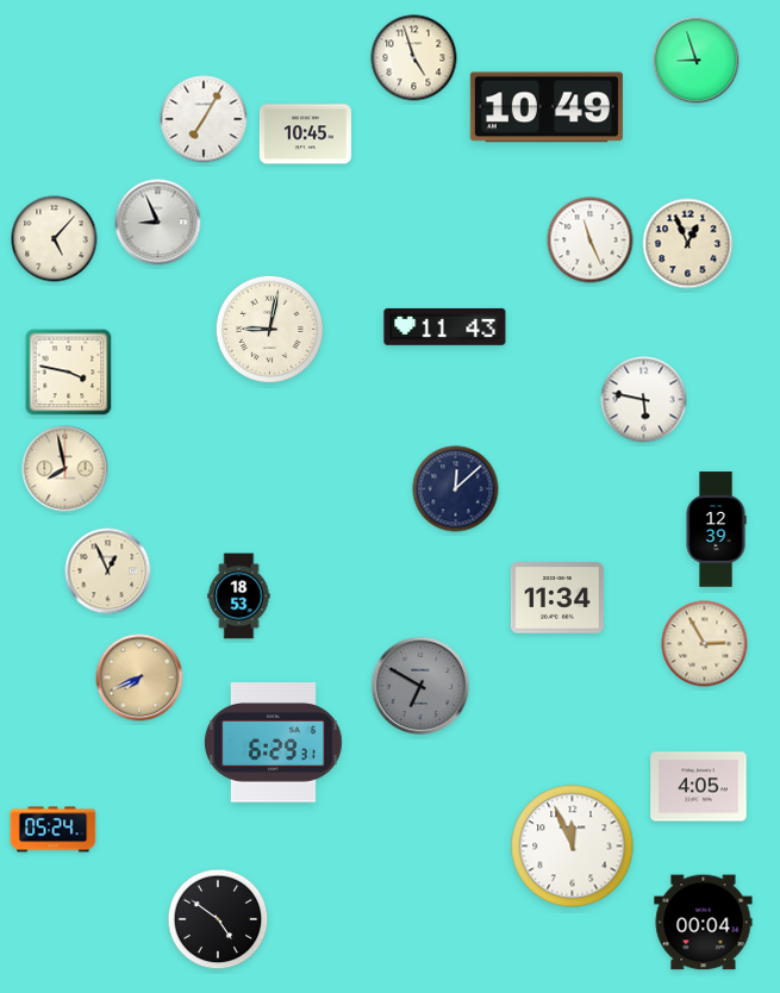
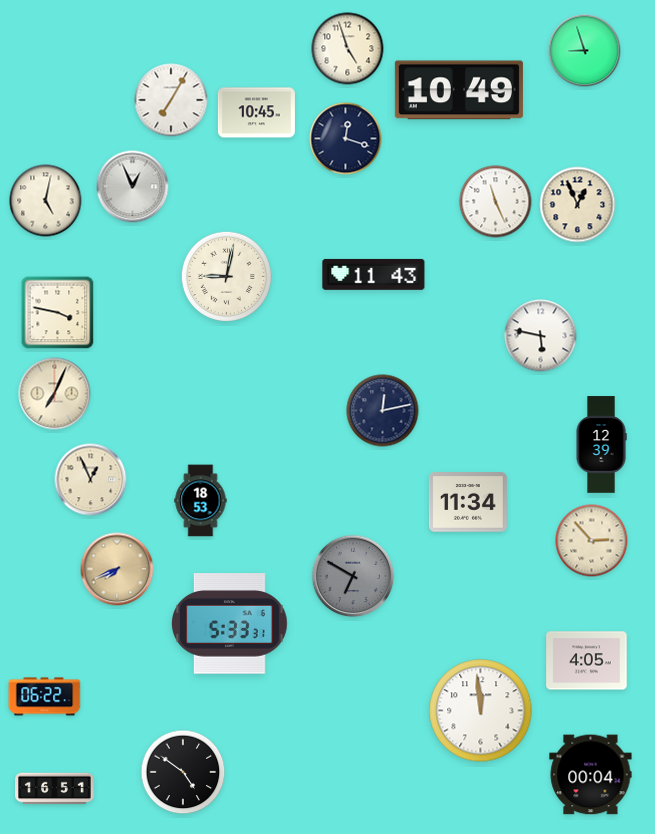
clock at (346, 139): none -> 12:18
clock at (158, 223): 8:56 -> 12:56
clock at (55, 239): 5:07 -> 5:02
clock at (65, 469): 7:58 -> 7:04
clock at (456, 489): 12:08 -> 12:13
clock at (705, 644): 2:55 -> 2:53
clock at (273, 743): 6:29 -> 5:33
clock at (54, 830): 05:24 -> 06:22
clock at (573, 847): 11:56 -> 11:59
clock at (55, 789): none -> 16:51
